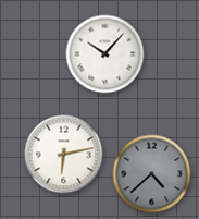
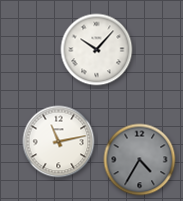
clock at (64, 155): 6:13 -> 11:13
clock at (152, 174): 4:38 -> 4:35
